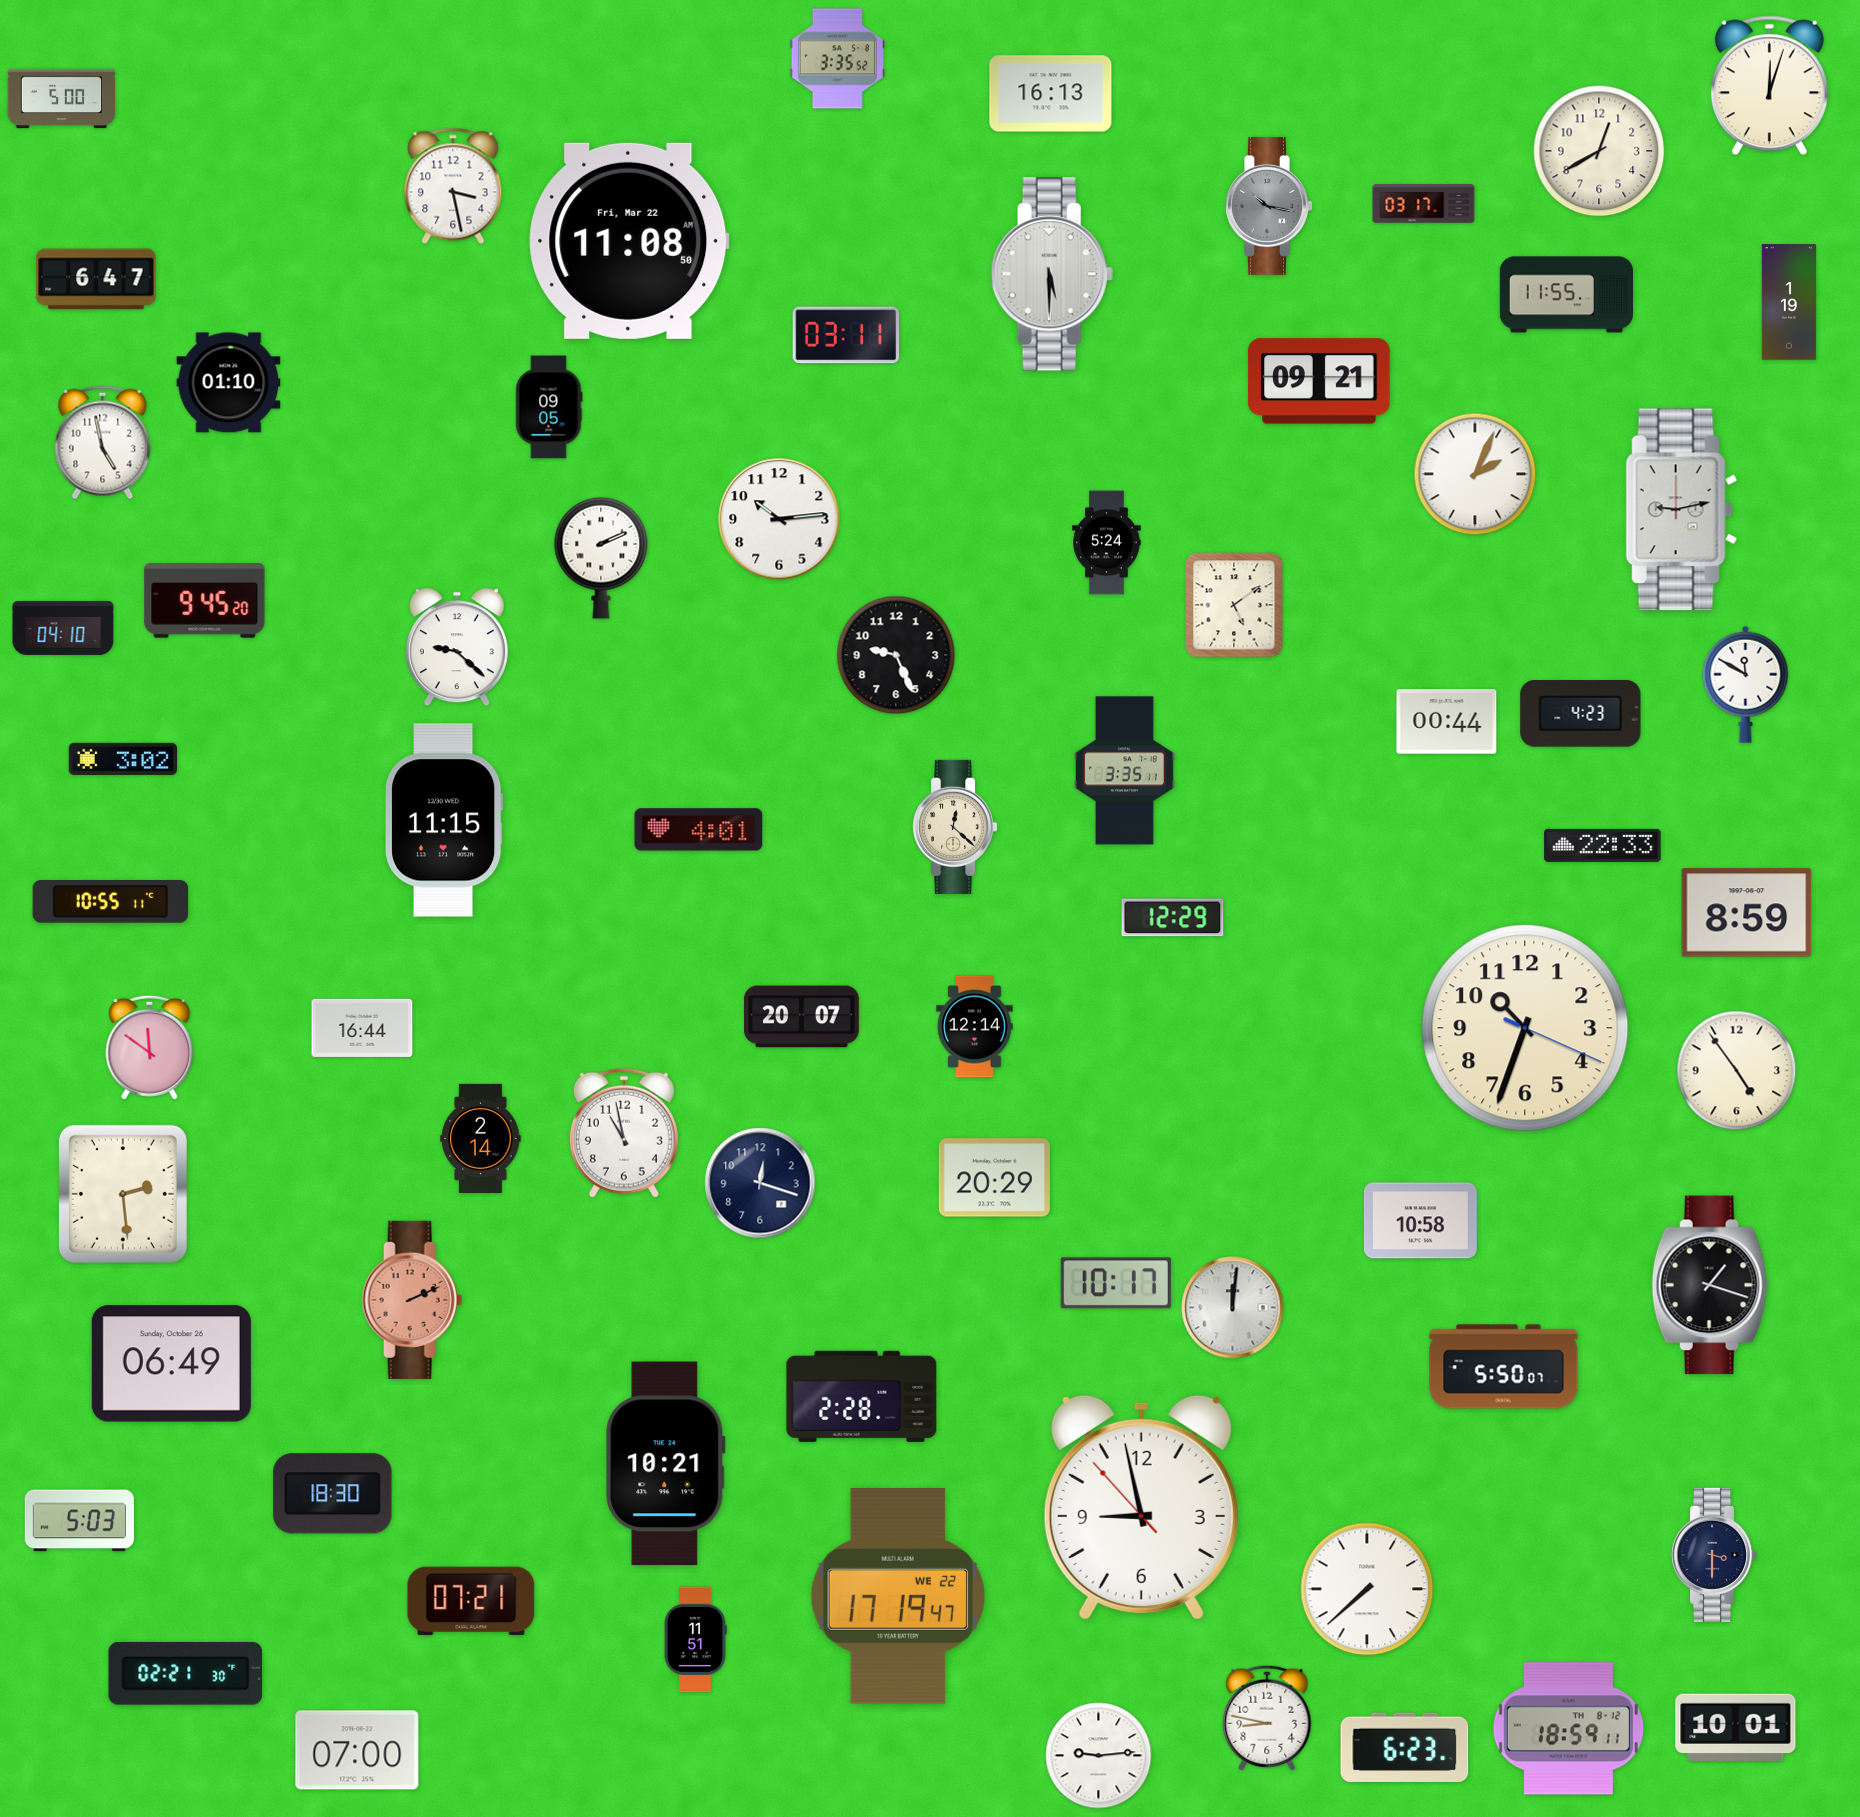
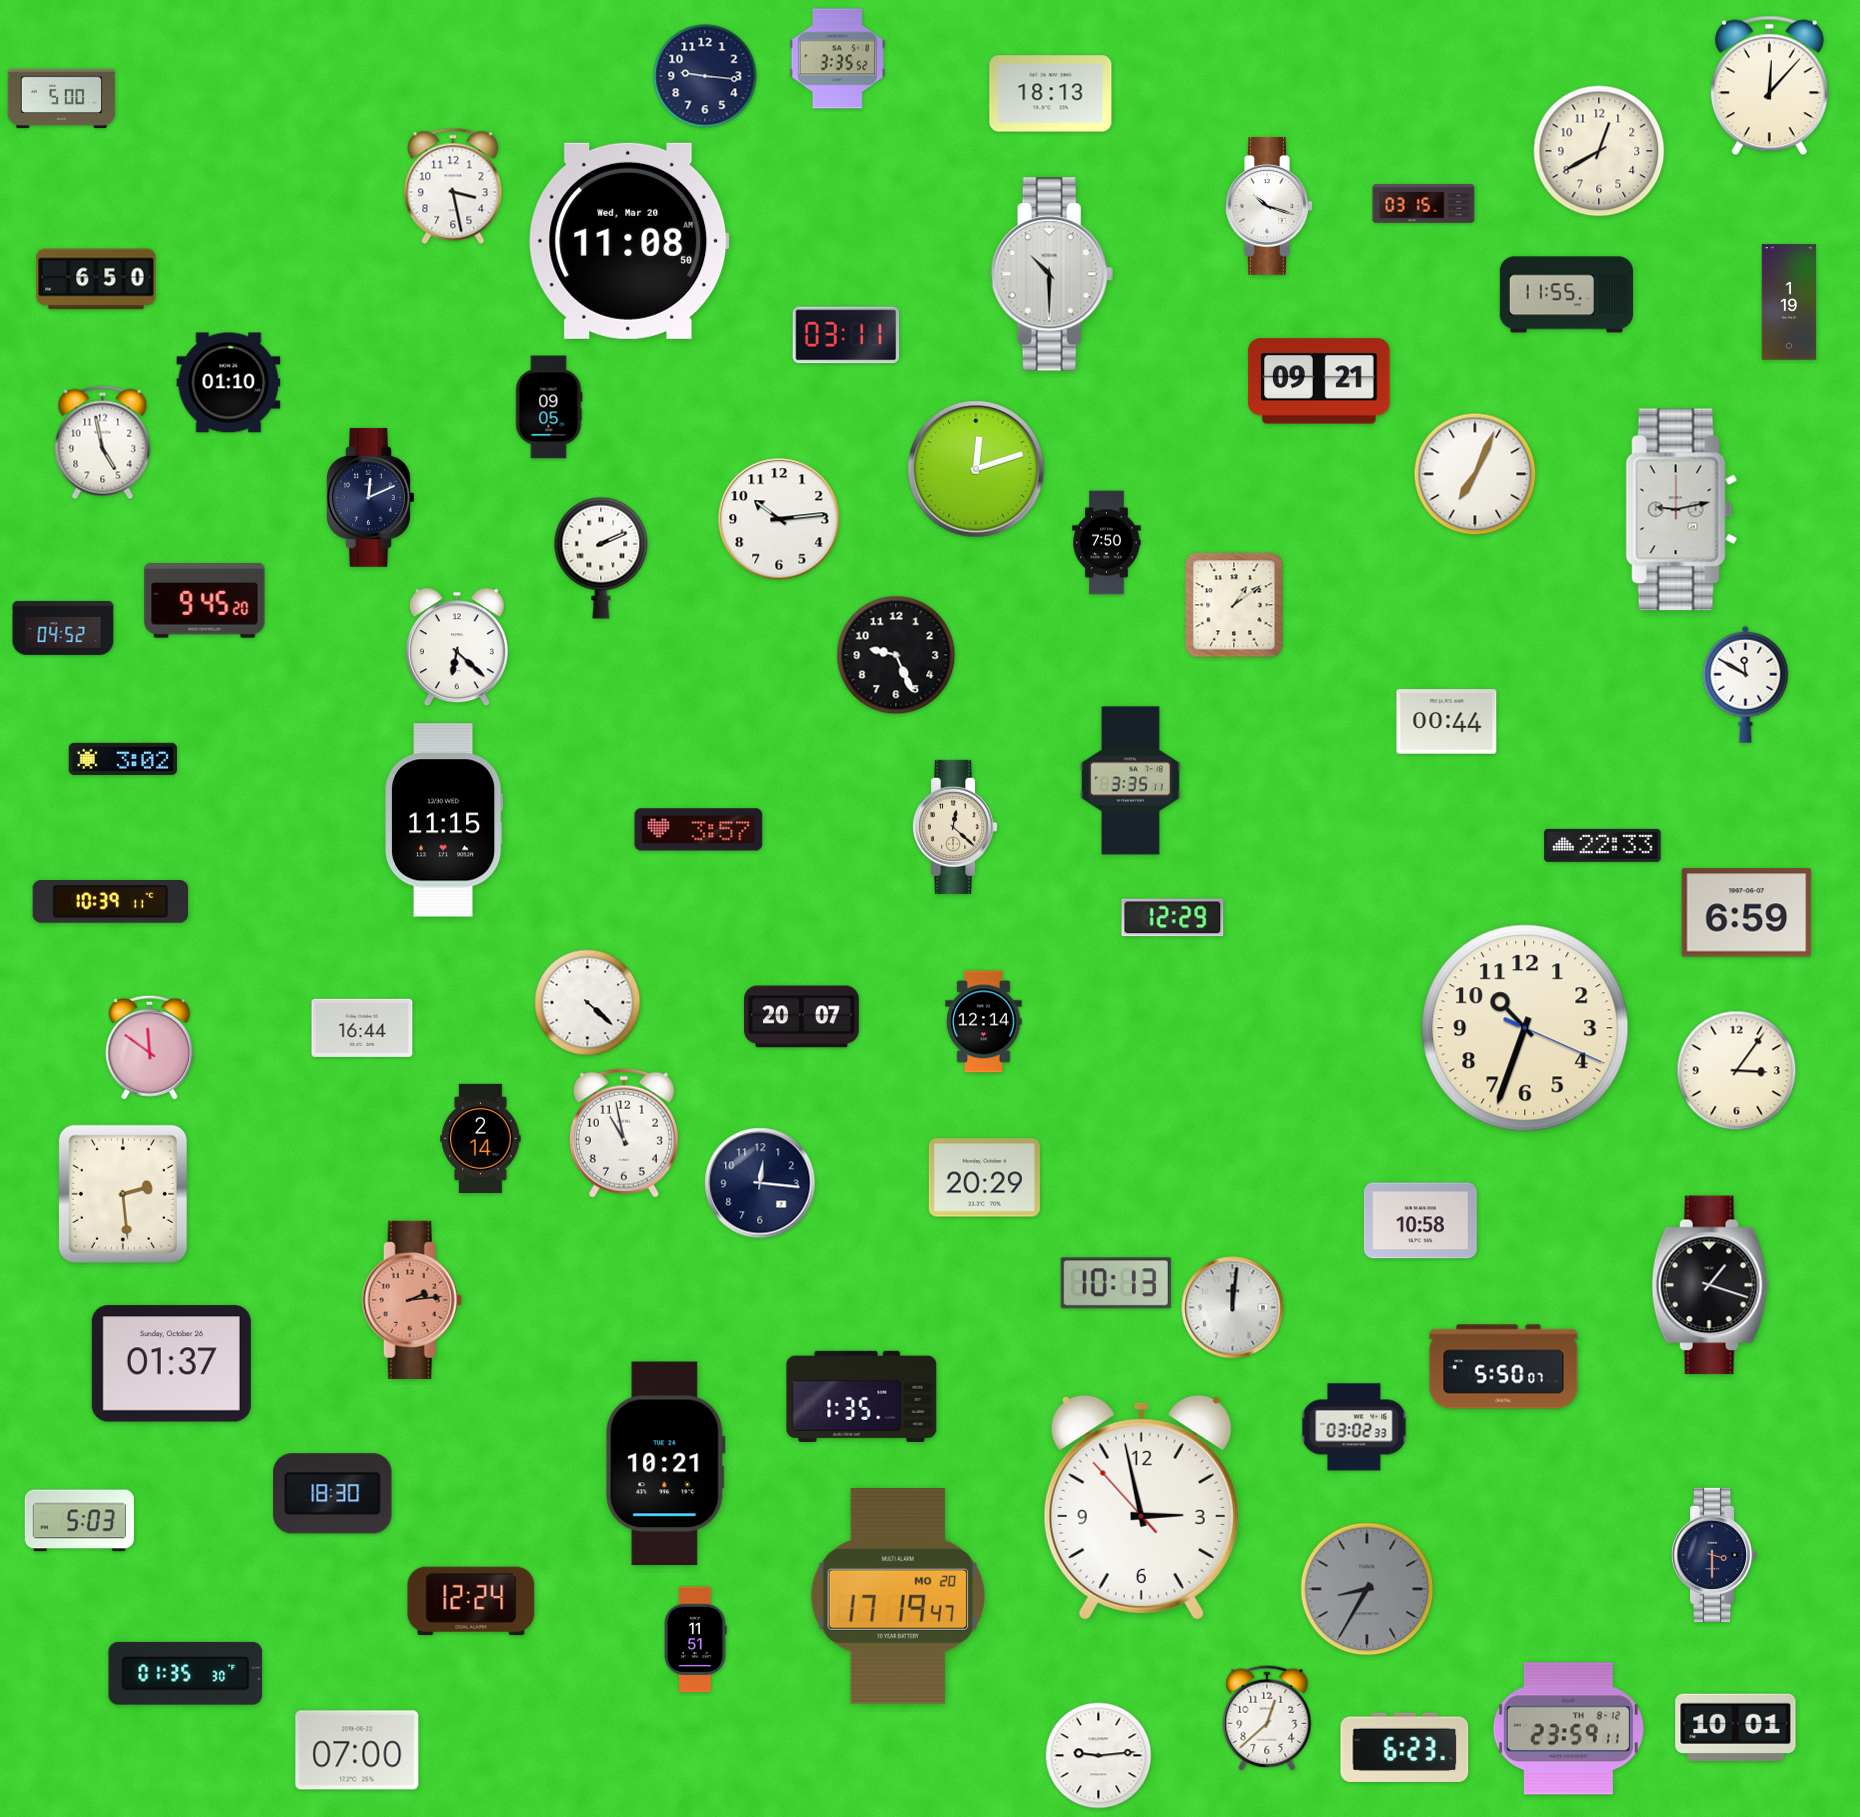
clock at (705, 76): none -> 9:16
clock at (1769, 86): 12:03 -> 12:07
clock at (1051, 94): 16:13 -> 18:13
clock at (1424, 204): 03:17 -> 03:15
clock at (1269, 206): 10:17 -> 10:18
clock at (1269, 206) dial: grey -> white
clock at (629, 241) date: Fri, Mar 22 -> Wed, Mar 20
clock at (1052, 274): 5:30 -> 10:30
clock at (96, 279): 6:47 -> 6:50
clock at (976, 469): none -> 12:12
clock at (1475, 474): 2:04 -> 7:04
clock at (371, 497): none -> 12:11
clock at (1107, 543): 5:24 -> 7:50
clock at (1234, 605): 5:09 -> 1:09
clock at (63, 628): 04:10 -> 04:52
clock at (457, 647): 9:22 -> 6:22
clock at (1581, 714): 4:23 -> none
clock at (1124, 771) position: (1124, 771) -> (1130, 781)
clock at (699, 830): 4:01 -> 3:57
clock at (111, 902): 10:55 -> 10:39
clock at (1747, 913): 8:59 -> 6:59
clock at (588, 1003): none -> 4:22
clock at (975, 1027) position: (975, 1027) -> (984, 1022)
clock at (1737, 1071): 4:54 -> 3:06
clock at (994, 1178) position: (994, 1178) -> (984, 1178)
clock at (760, 1183): 12:18 -> 12:16
clock at (1116, 1283): 10:17 -> 10:13
clock at (412, 1300): 2:11 -> 2:14
clock at (171, 1364): 06:49 -> 01:37
clock at (862, 1396): 2:28 -> 1:35
clock at (1354, 1427): none -> 03:02
clock at (1141, 1507): 8:57 -> 2:57
clock at (1367, 1589): 7:38 -> 8:35
clock at (1367, 1589) dial: white -> grey
clock at (898, 1597) date: WE 22 -> MO 20
clock at (471, 1601): 07:21 -> 12:24
clock at (186, 1673): 02:21 -> 01:35
clock at (1267, 1718): 8:47 -> 12:38
clock at (1568, 1729): 18:59 -> 23:59
